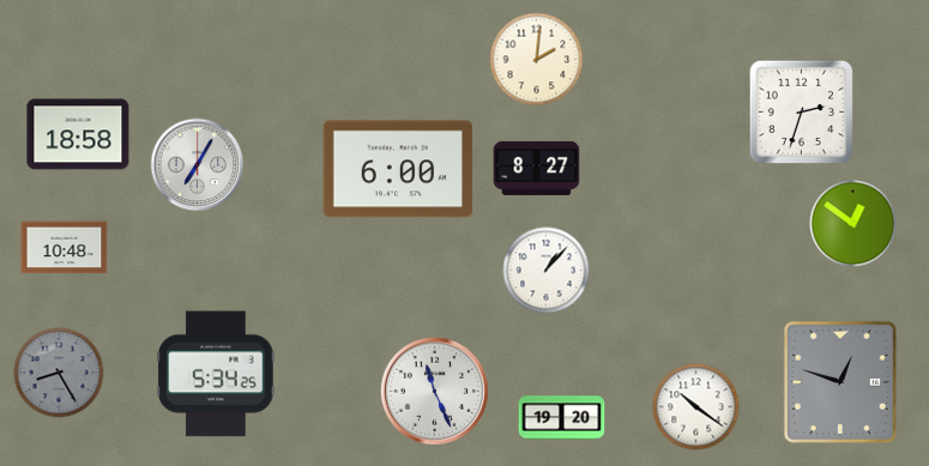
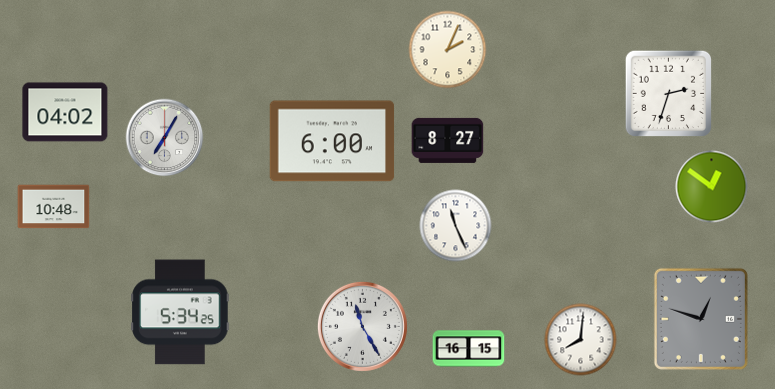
clock at (537, 60): 2:01 -> 2:04
clock at (78, 134): 18:58 -> 04:02
clock at (547, 271): 1:07 -> 11:26
clock at (59, 373): 8:25 -> none
clock at (434, 391): 11:26 -> 11:25
clock at (696, 407): 10:21 -> 8:01
clock at (562, 418): 19:20 -> 16:15
